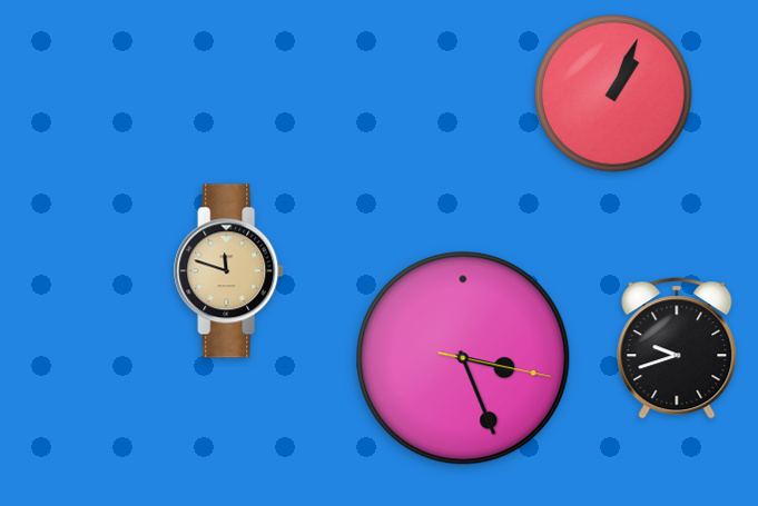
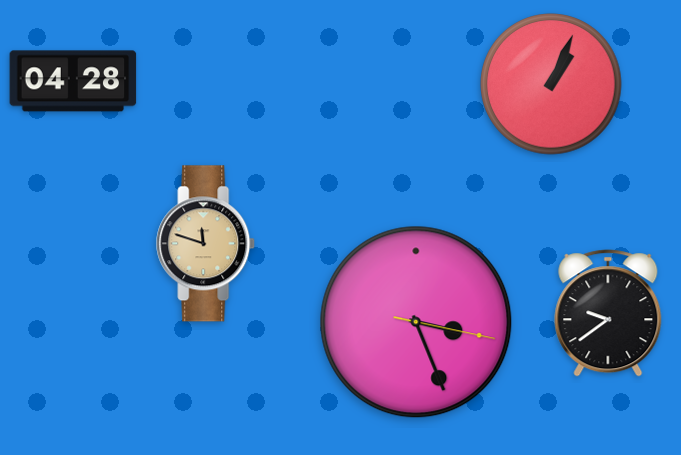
clock at (73, 81): none -> 04:28
clock at (677, 348): 9:42 -> 9:39
